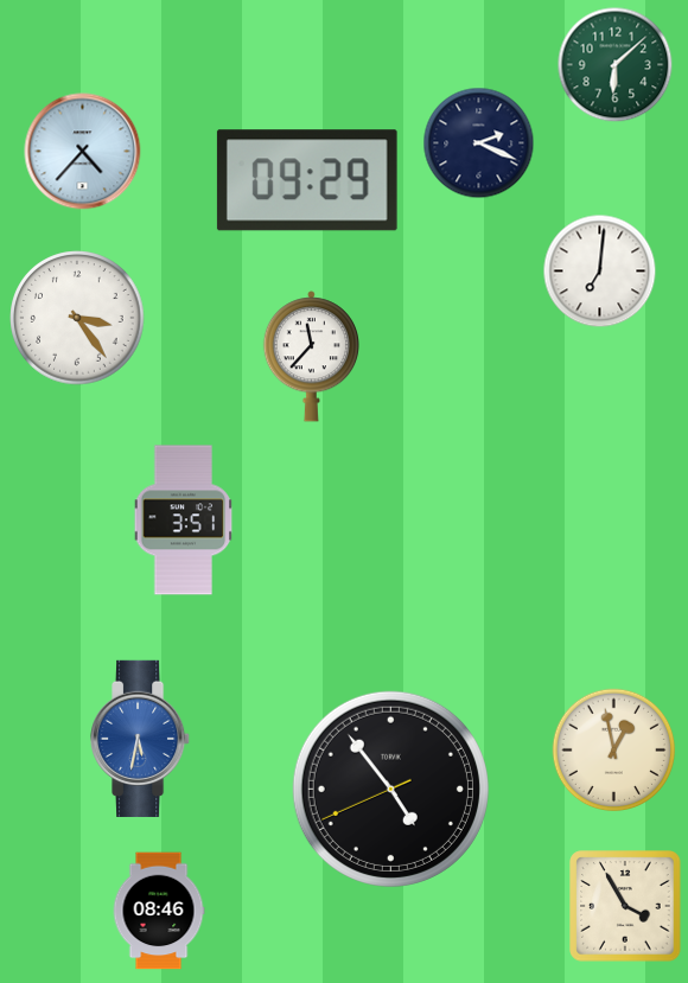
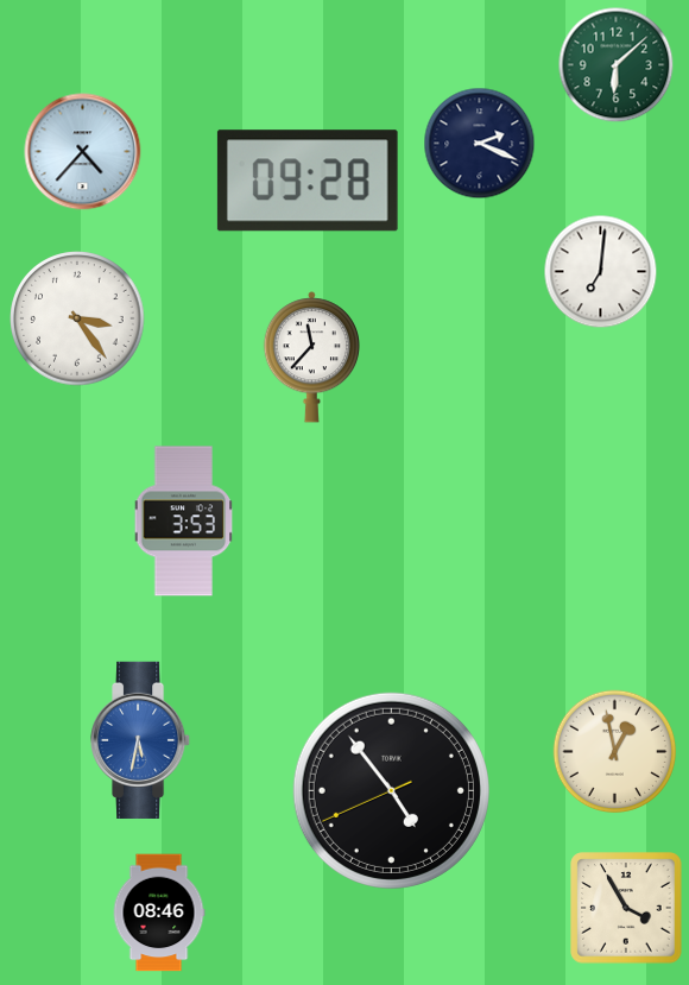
clock at (307, 180): 09:29 -> 09:28
clock at (184, 521): 3:51 -> 3:53
